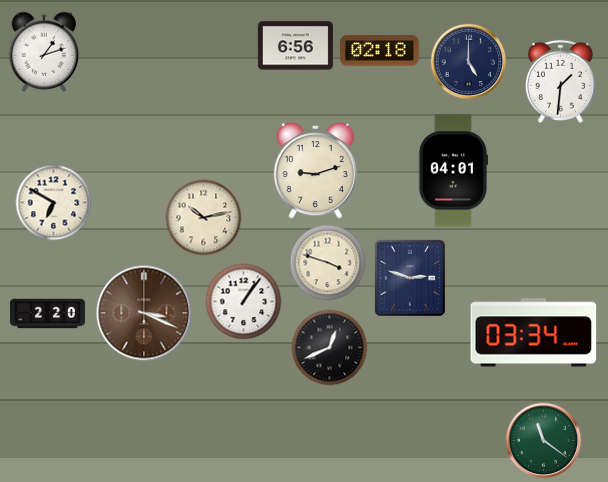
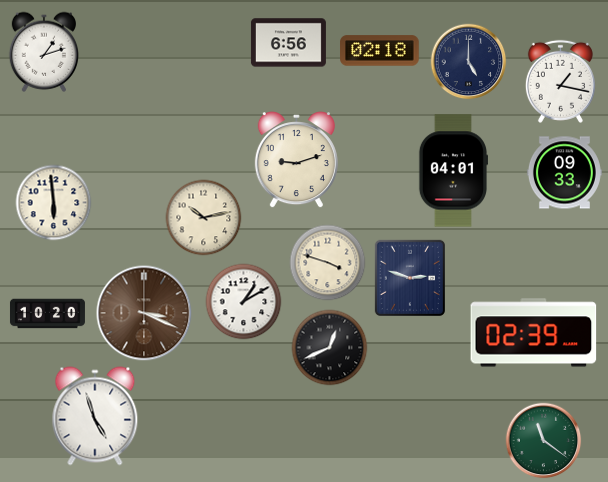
clock at (295, 46) position: (295, 46) -> (288, 43)
clock at (560, 81): 1:31 -> 1:17
clock at (315, 171) position: (315, 171) -> (296, 160)
clock at (564, 173): none -> 09:33
clock at (54, 203): 6:50 -> 5:59
clock at (244, 302): 1:06 -> 1:10
clock at (47, 314): 2:20 -> 10:20
clock at (534, 333): 03:34 -> 02:39
clock at (95, 416): none -> 4:57
